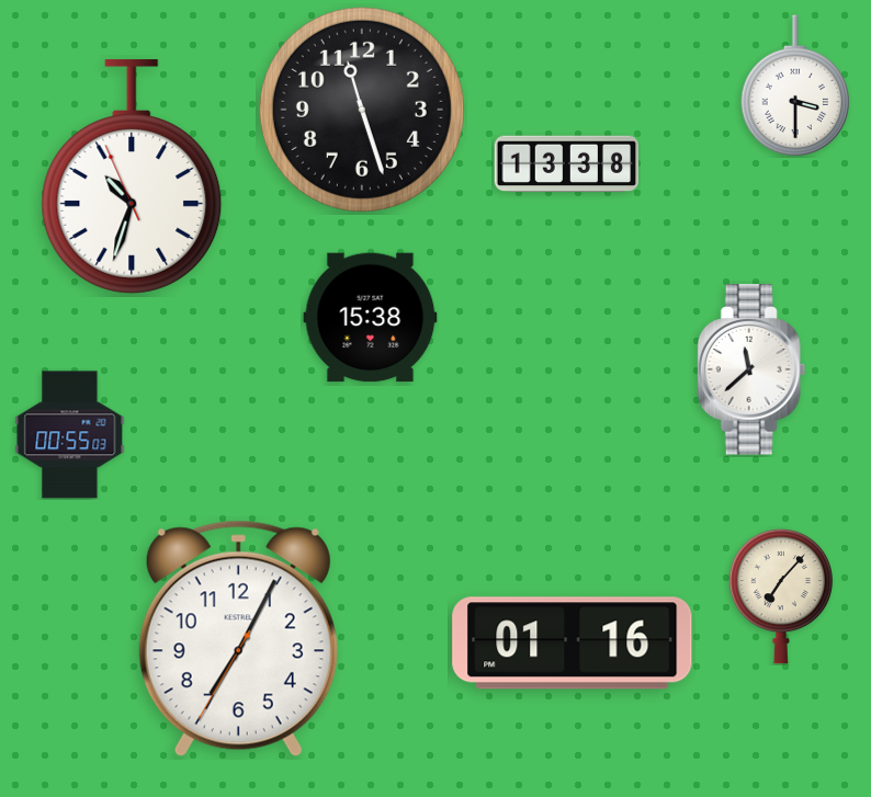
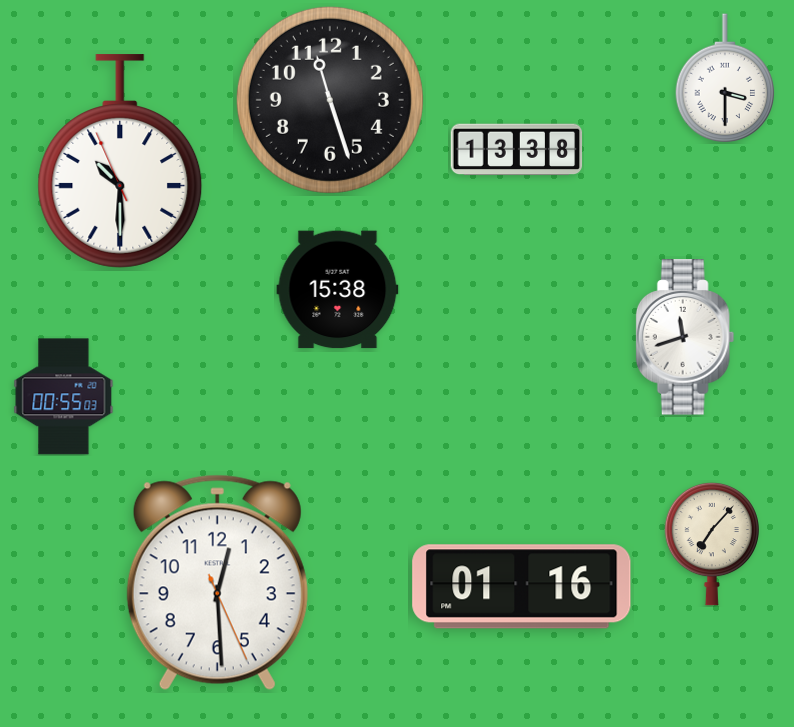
clock at (132, 177): 10:32 -> 10:29
clock at (751, 369): 11:38 -> 11:42
clock at (238, 639): 7:04 -> 12:29
